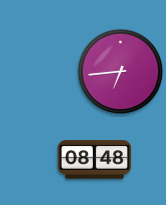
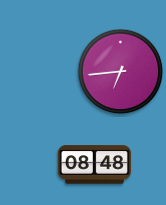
clock at (94, 160) position: (94, 160) -> (94, 165)
